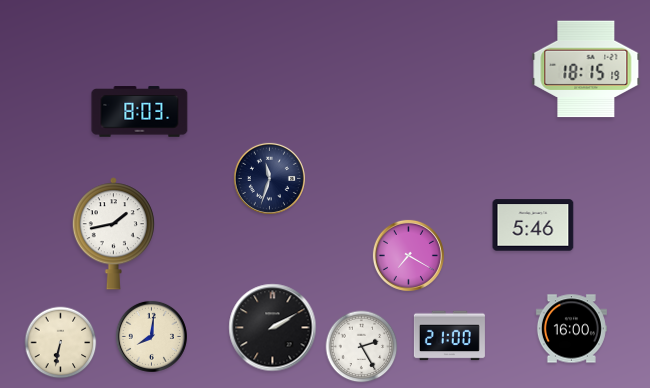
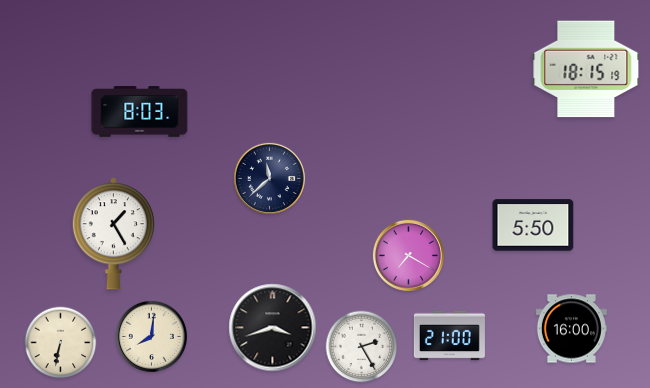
clock at (269, 178): 11:33 -> 11:38
clock at (533, 225): 5:46 -> 5:50
clock at (113, 234): 1:43 -> 1:25
clock at (273, 328): 2:10 -> 3:42
